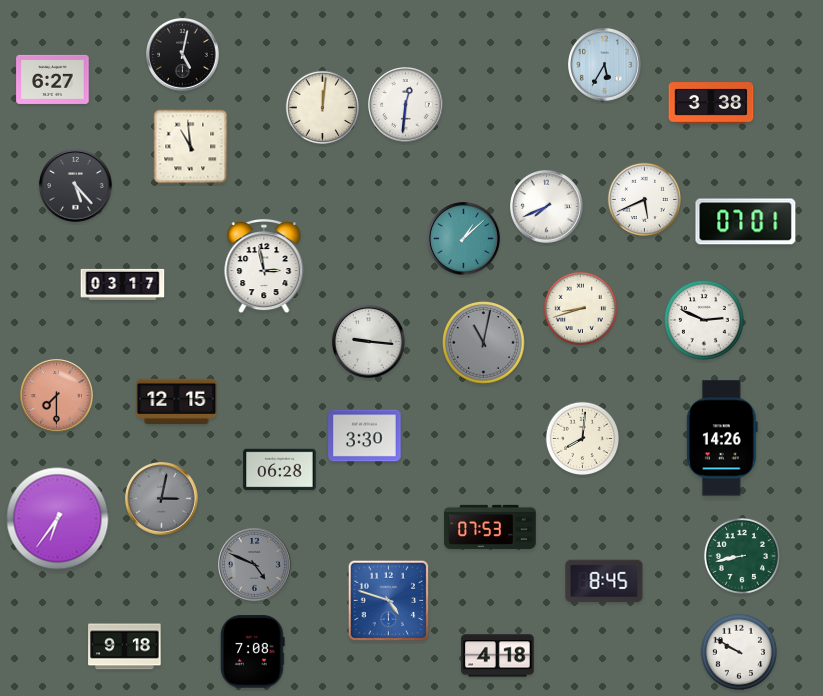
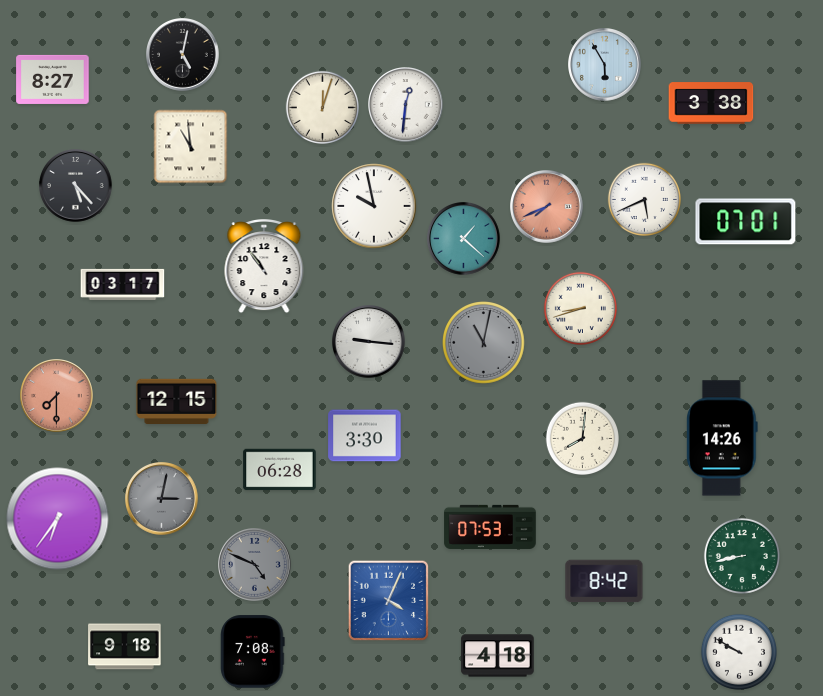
clock at (605, 65): 5:35 -> 5:55
clock at (53, 79): 6:27 -> 8:27
clock at (322, 107): 12:01 -> 12:03
clock at (374, 206): none -> 9:58
clock at (547, 207) dial: white -> salmon
clock at (464, 239): 1:08 -> 1:22
clock at (264, 267): 2:58 -> 10:54
clock at (704, 320): 2:49 -> none
clock at (604, 581): 8:45 -> 8:42
clock at (389, 601): 4:48 -> 4:04
